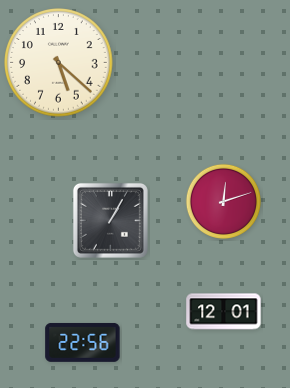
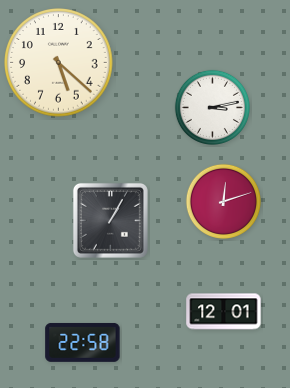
clock at (212, 107): none -> 3:13
clock at (83, 342): 22:56 -> 22:58
